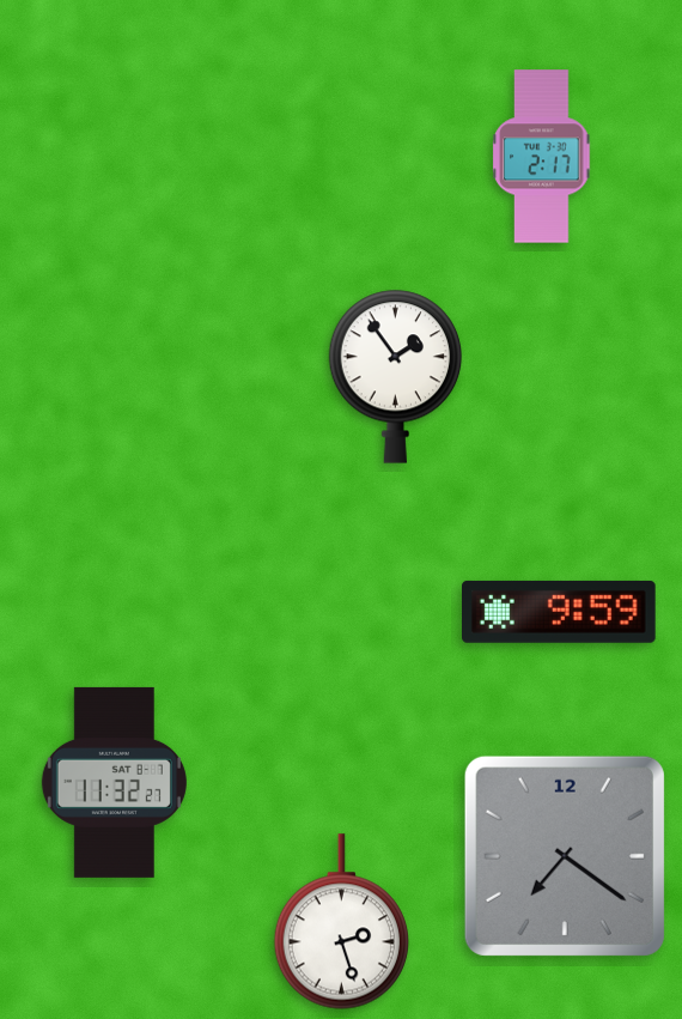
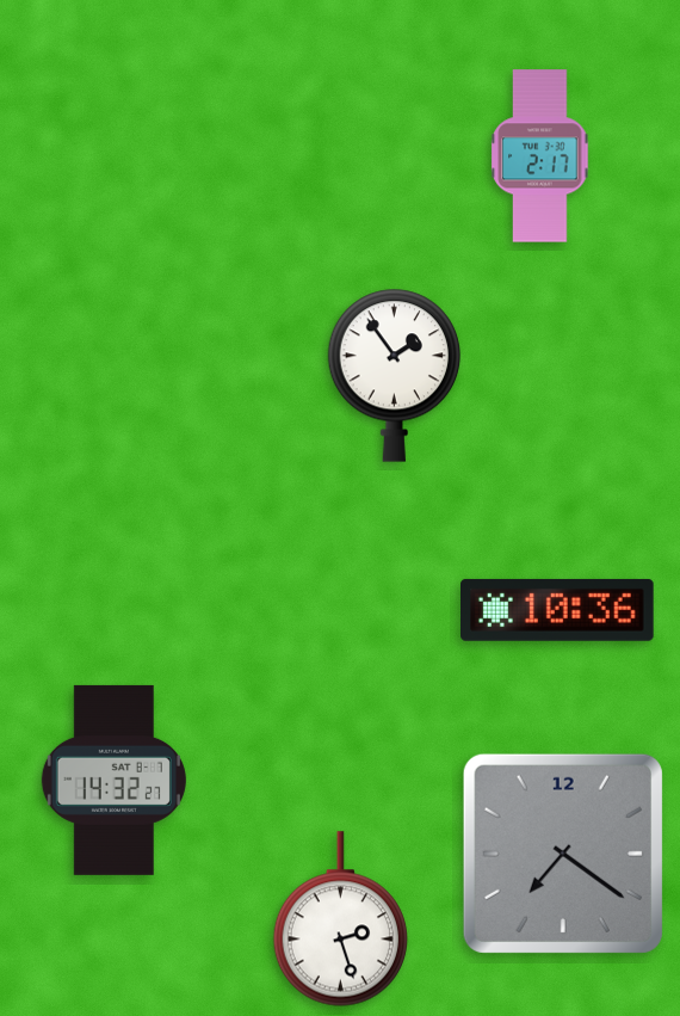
clock at (560, 612): 9:59 -> 10:36
clock at (114, 782): 11:32 -> 14:32
